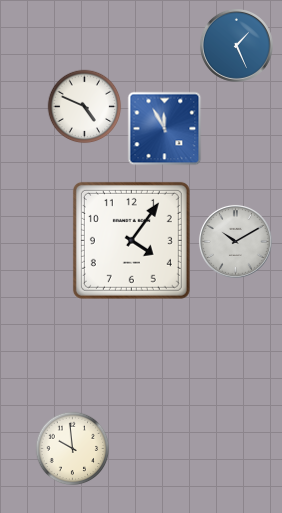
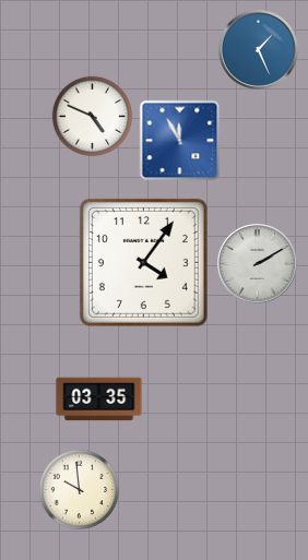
clock at (235, 241): 10:10 -> 2:10
clock at (99, 400): none -> 03:35
